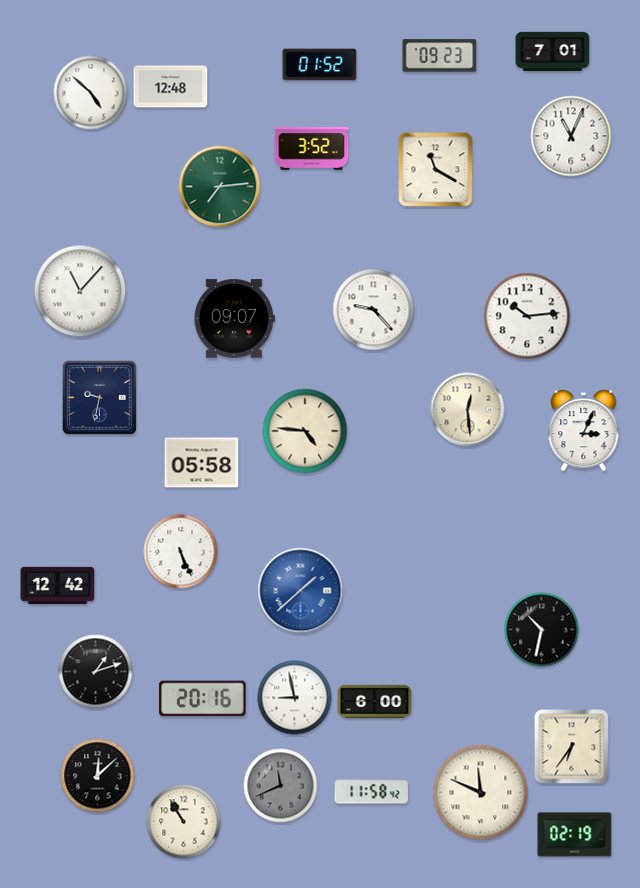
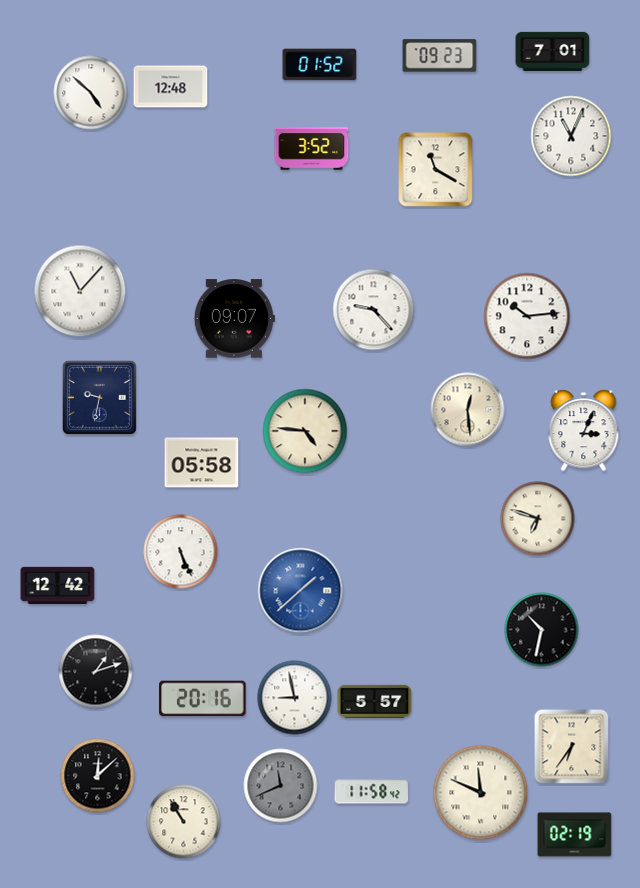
clock at (220, 187): 7:14 -> none
clock at (538, 519): none -> 6:48
clock at (375, 701): 6:00 -> 5:57
